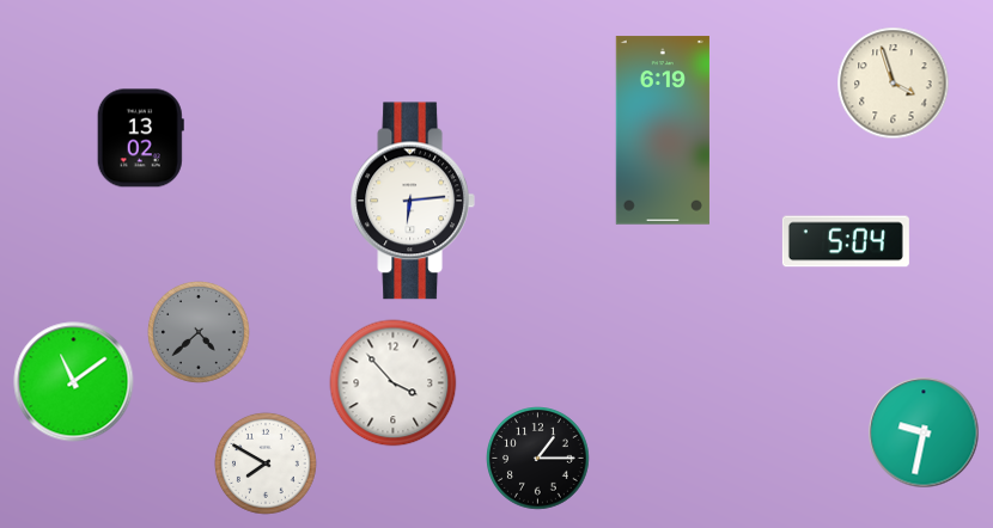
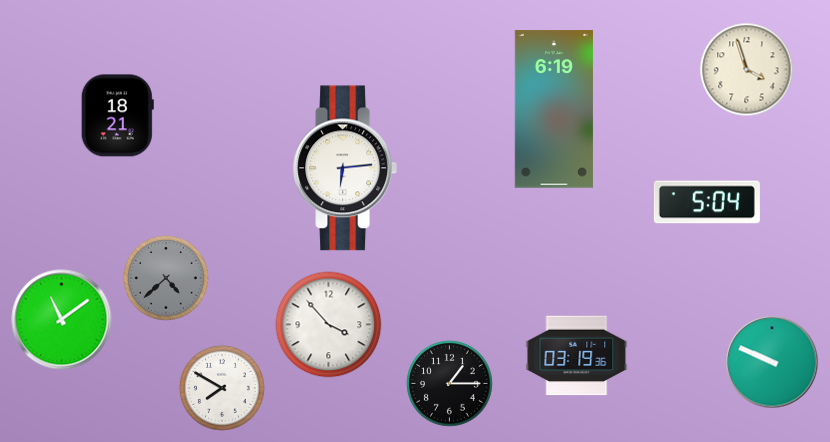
clock at (140, 139): 13:02 -> 18:21
clock at (394, 383) position: (394, 383) -> (329, 325)
clock at (577, 356): none -> 03:19
clock at (924, 432): 9:32 -> 9:49
